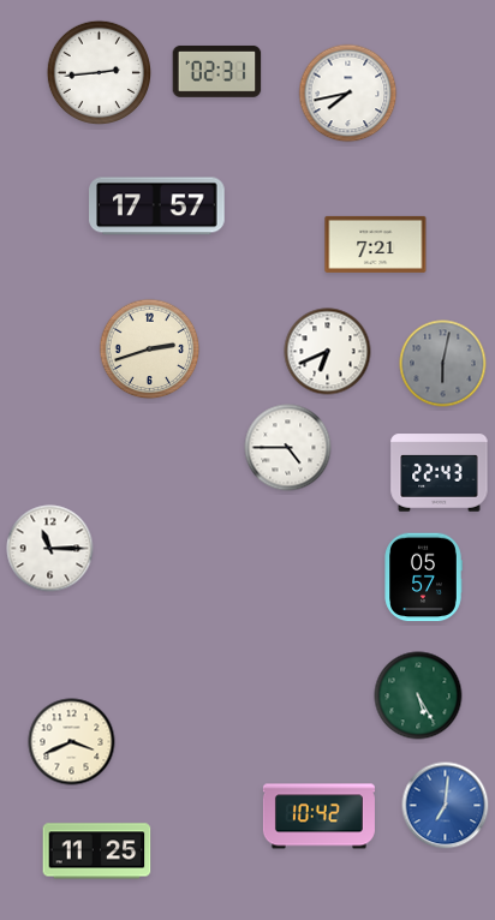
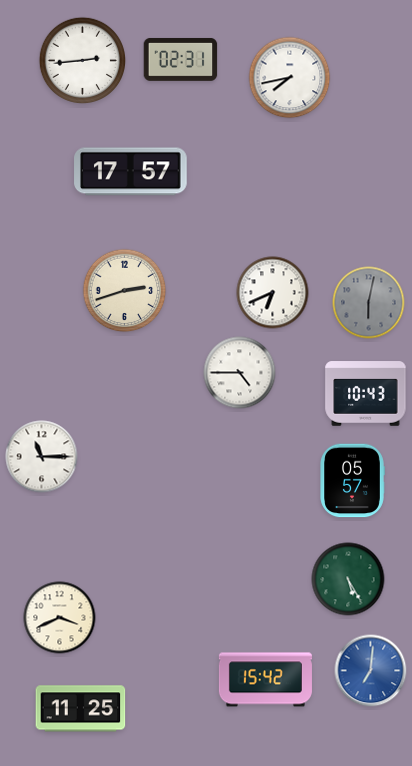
clock at (376, 244): 7:21 -> none
clock at (440, 473): 22:43 -> 10:43
clock at (318, 817): 10:42 -> 15:42
